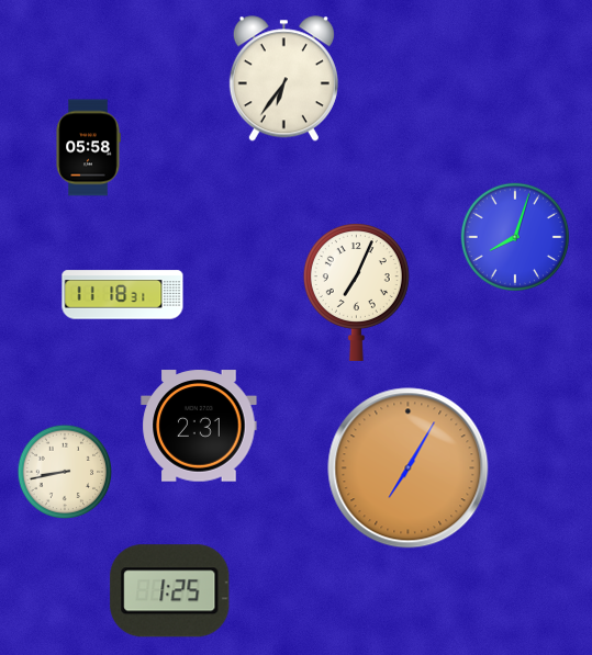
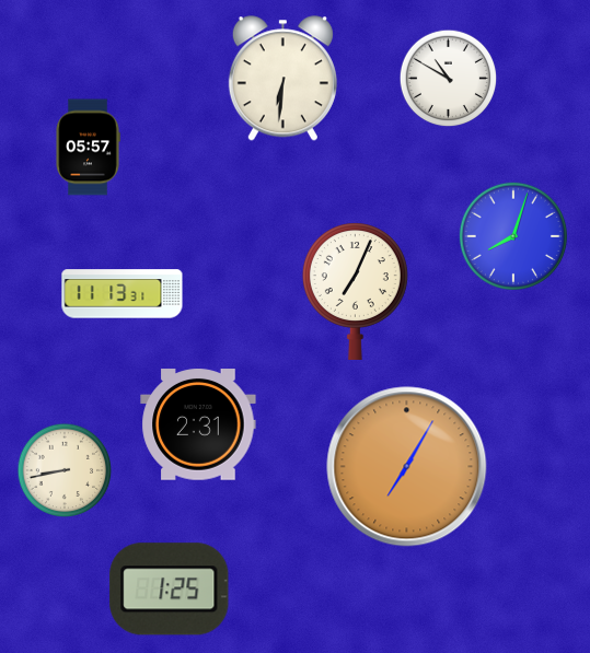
clock at (283, 79): 6:36 -> 6:31
clock at (449, 79): none -> 10:50
clock at (88, 148): 05:58 -> 05:57
clock at (123, 295): 11:18 -> 11:13
